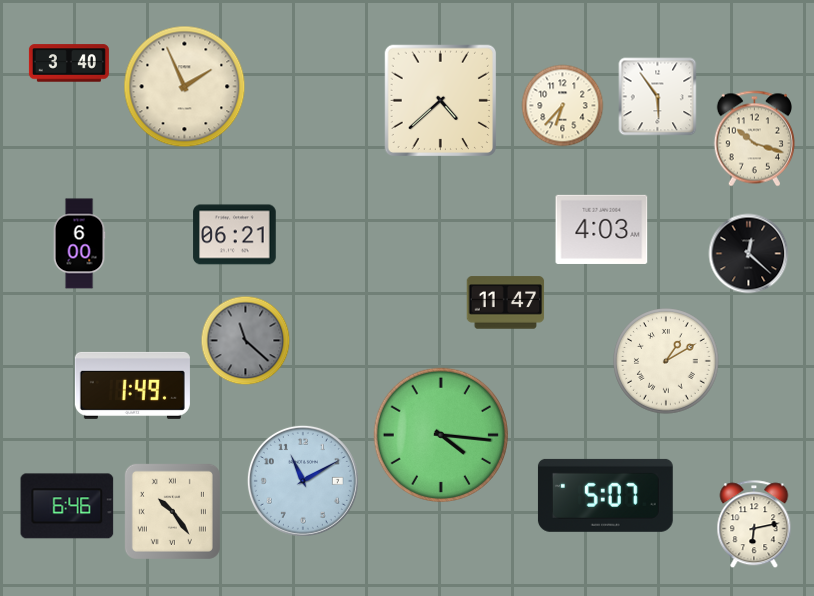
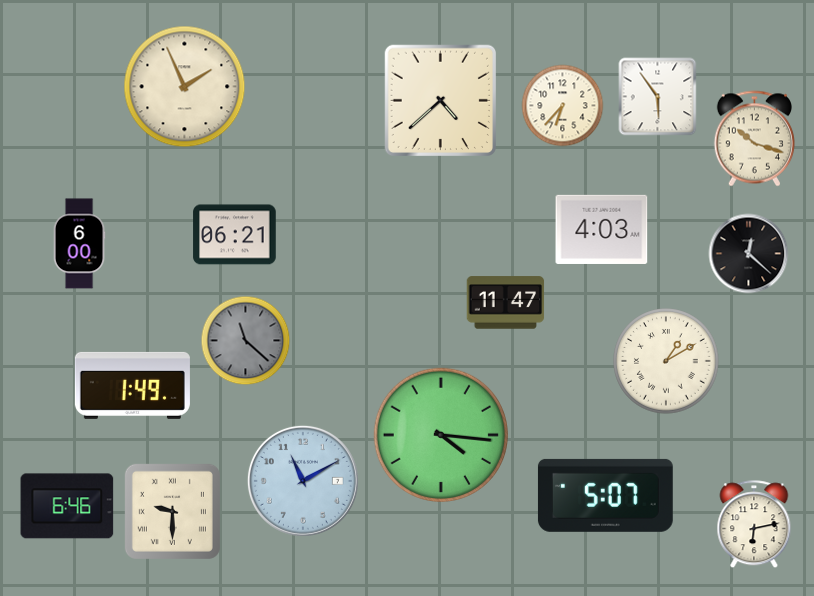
clock at (69, 63): 3:40 -> none
clock at (172, 511): 10:24 -> 9:30
